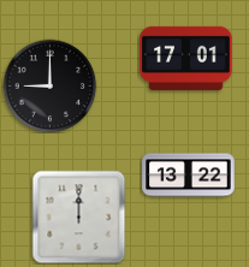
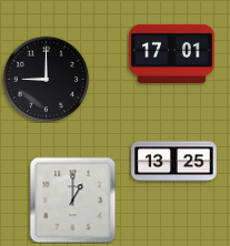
clock at (189, 176): 13:22 -> 13:25
clock at (78, 216): 12:00 -> 1:00
